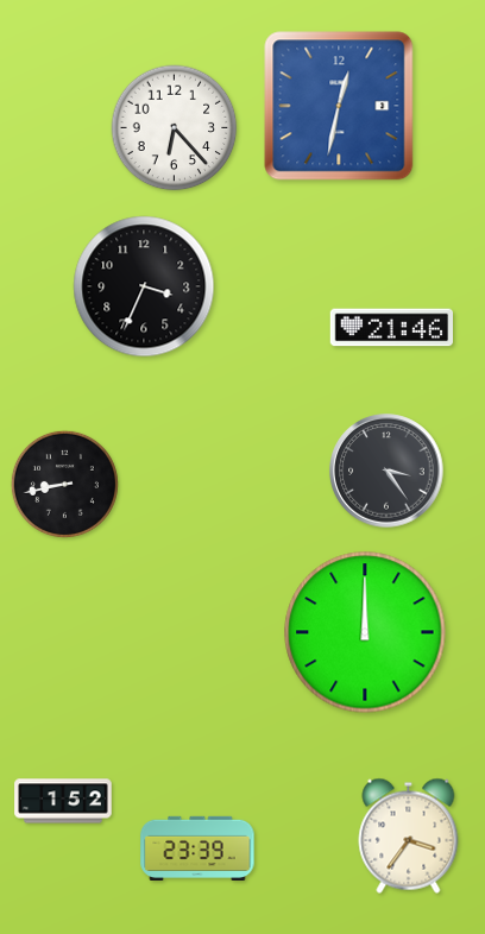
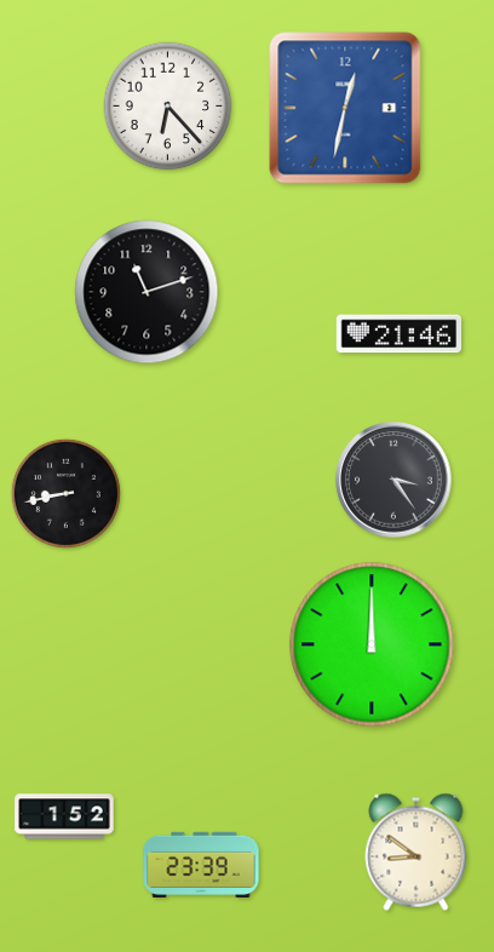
clock at (175, 128) position: (175, 128) -> (168, 107)
clock at (144, 286): 3:34 -> 11:12
clock at (409, 835): 3:36 -> 8:51
